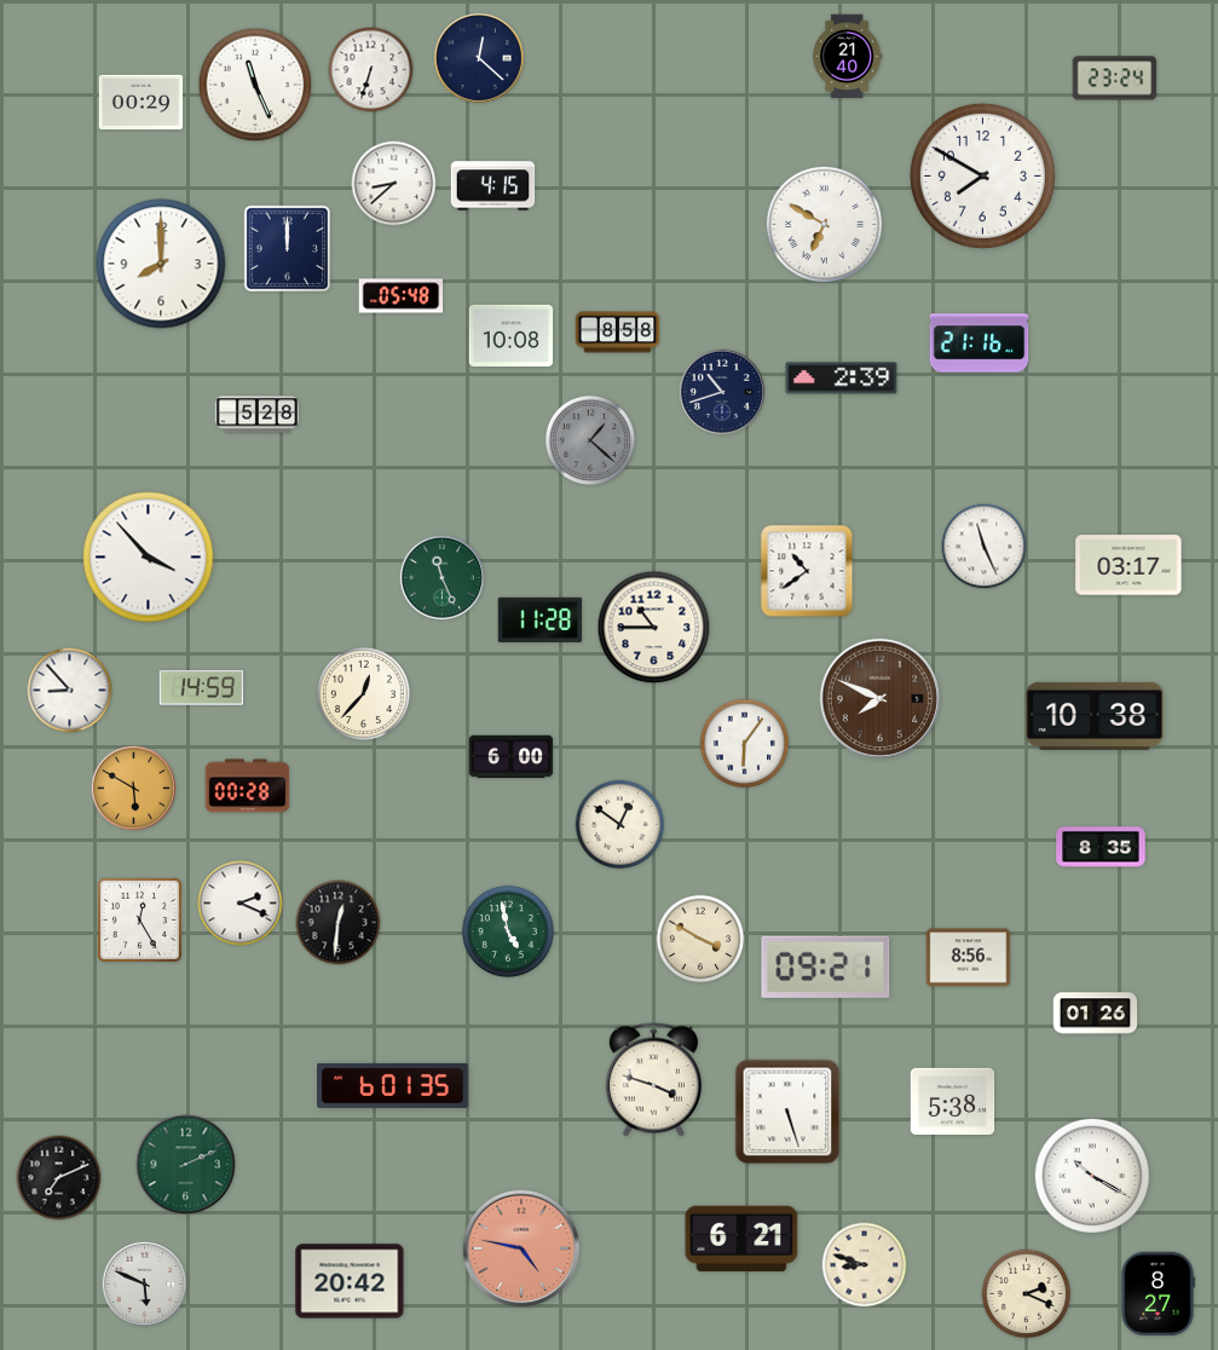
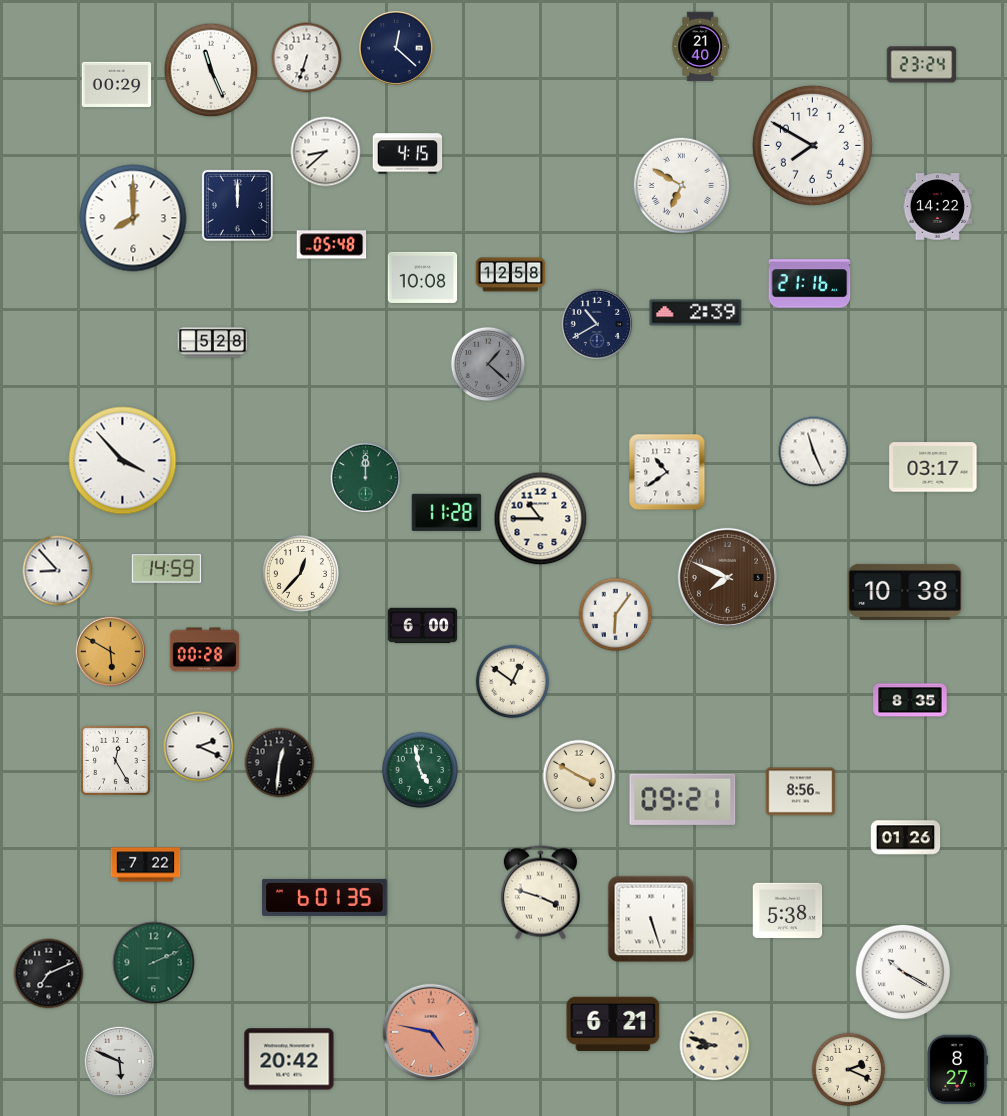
clock at (938, 207): none -> 14:22
clock at (618, 333): 8:58 -> 12:58
clock at (722, 392): 10:42 -> 10:40
clock at (441, 577): 11:26 -> 12:00
clock at (146, 865): none -> 7:22
